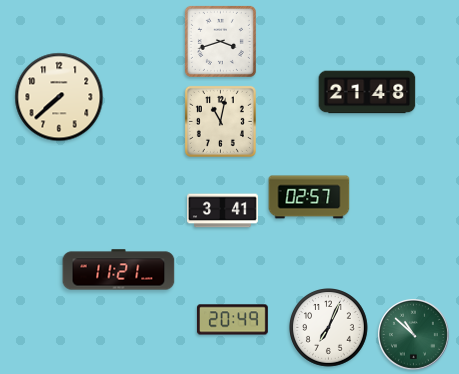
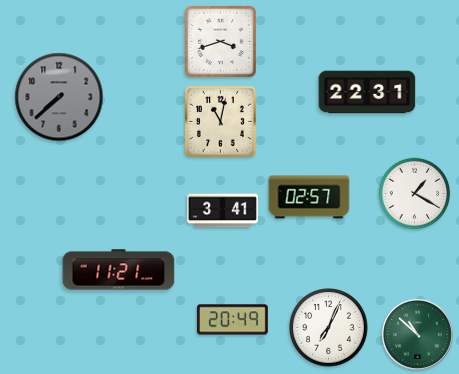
clock at (367, 92): 21:48 -> 22:31
clock at (59, 97) dial: cream -> grey
clock at (415, 194): none -> 1:20
clock at (414, 335) position: (414, 335) -> (418, 335)
